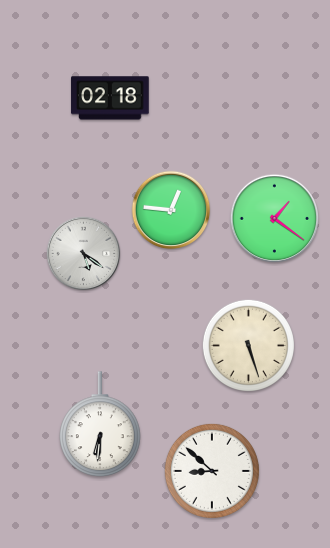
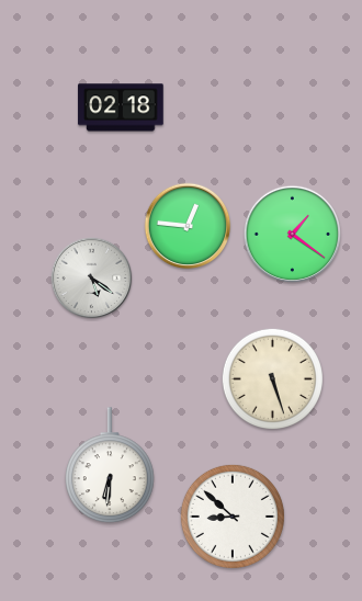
clock at (171, 210) position: (171, 210) -> (188, 226)
clock at (275, 219) position: (275, 219) -> (293, 235)
